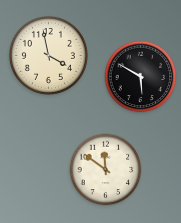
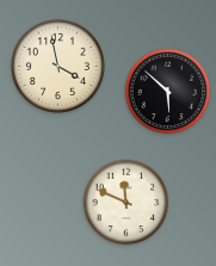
clock at (141, 77): 5:50 -> 5:52
clock at (106, 170): 11:51 -> 11:49
